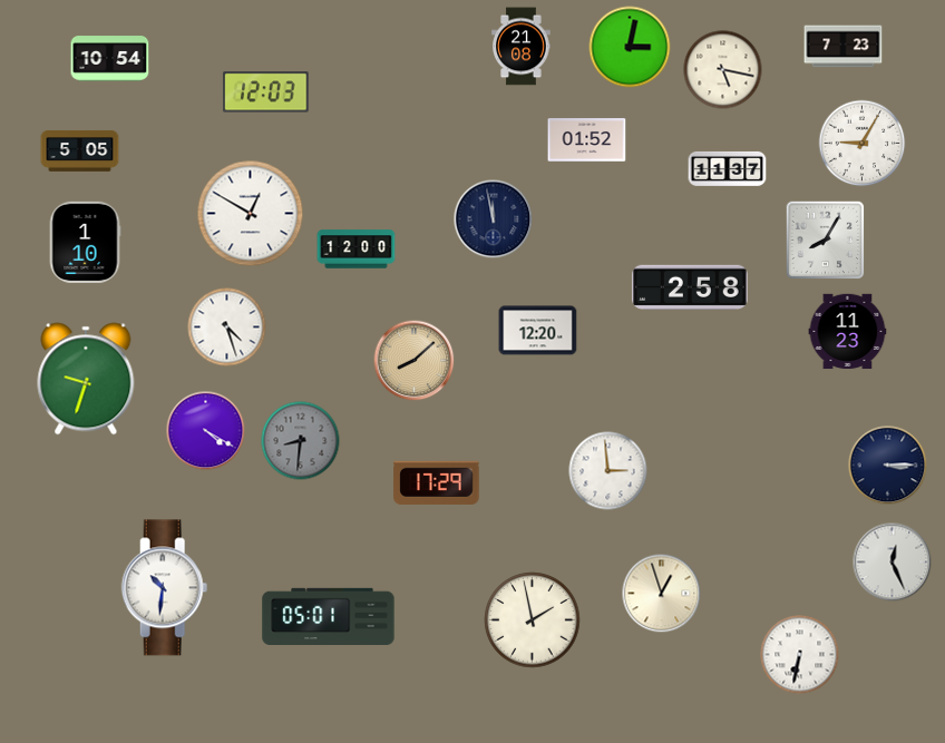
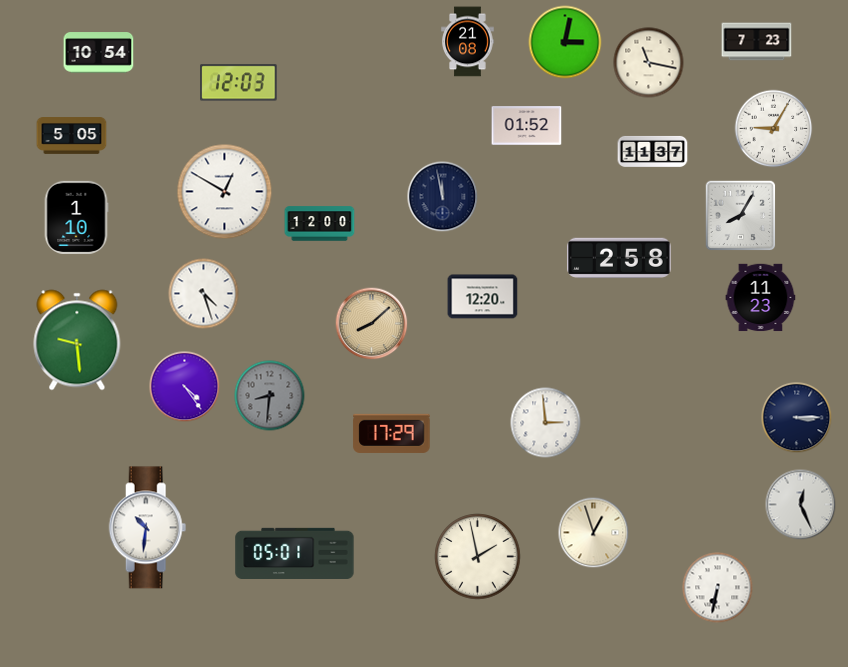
clock at (723, 70): 5:17 -> 11:17
clock at (86, 379): 9:33 -> 9:29
clock at (206, 431): 4:20 -> 4:24
